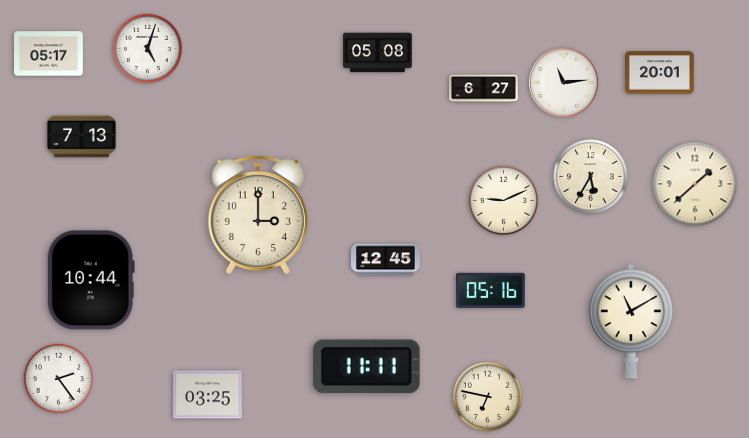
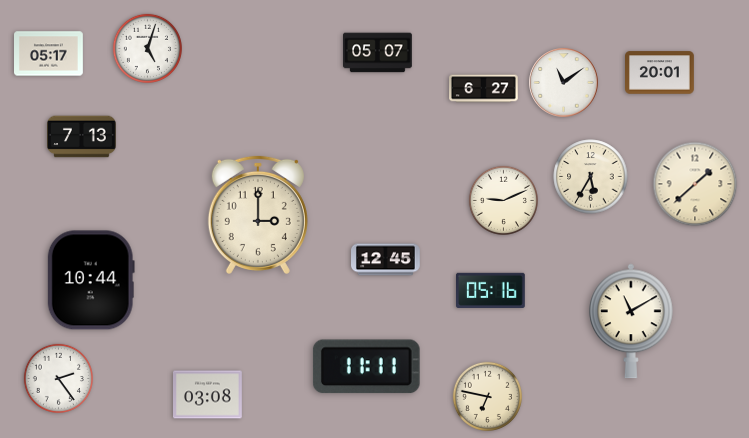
clock at (378, 53): 05:08 -> 05:07
clock at (564, 83): 11:14 -> 11:09
clock at (208, 395): 03:25 -> 03:08
